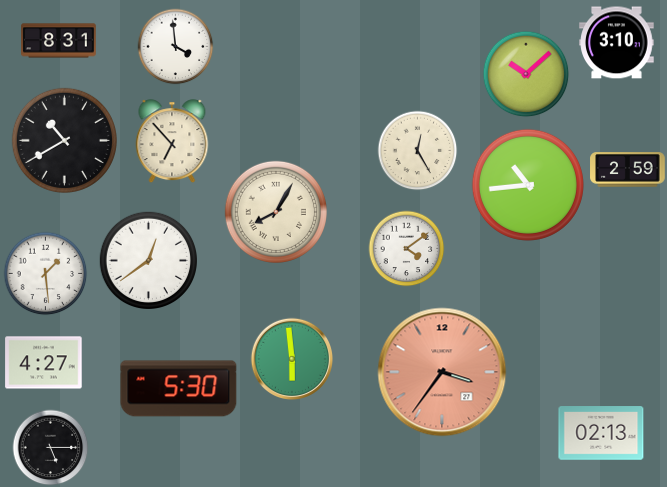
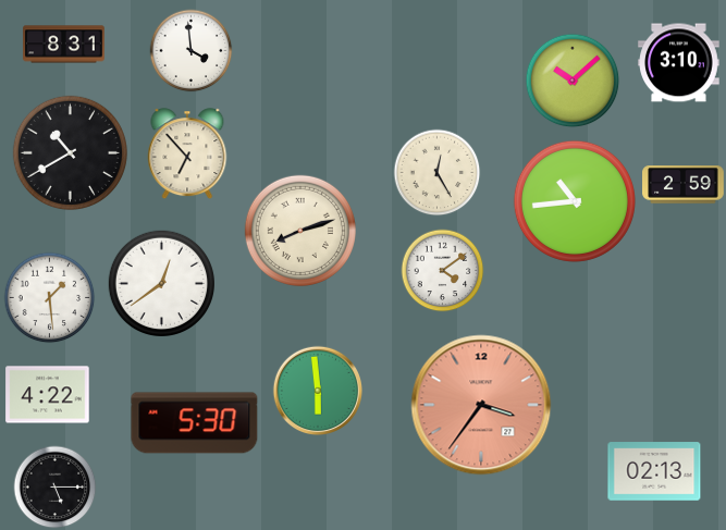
clock at (617, 43) position: (617, 43) -> (679, 63)
clock at (418, 151) position: (418, 151) -> (438, 173)
clock at (275, 211): 8:05 -> 8:12
clock at (44, 363): 4:27 -> 4:22
